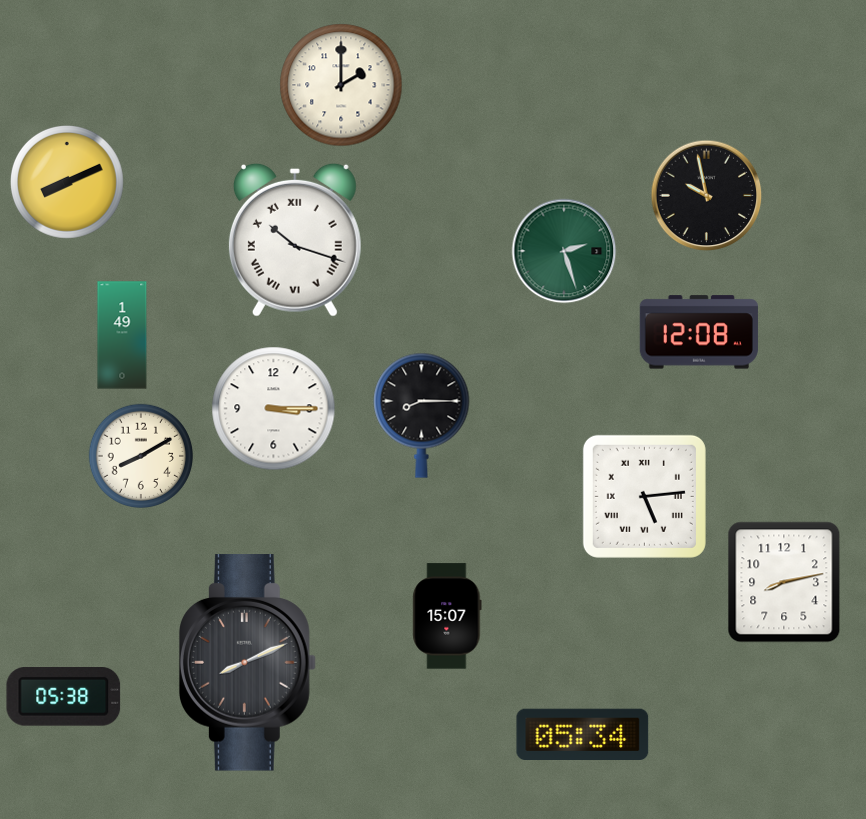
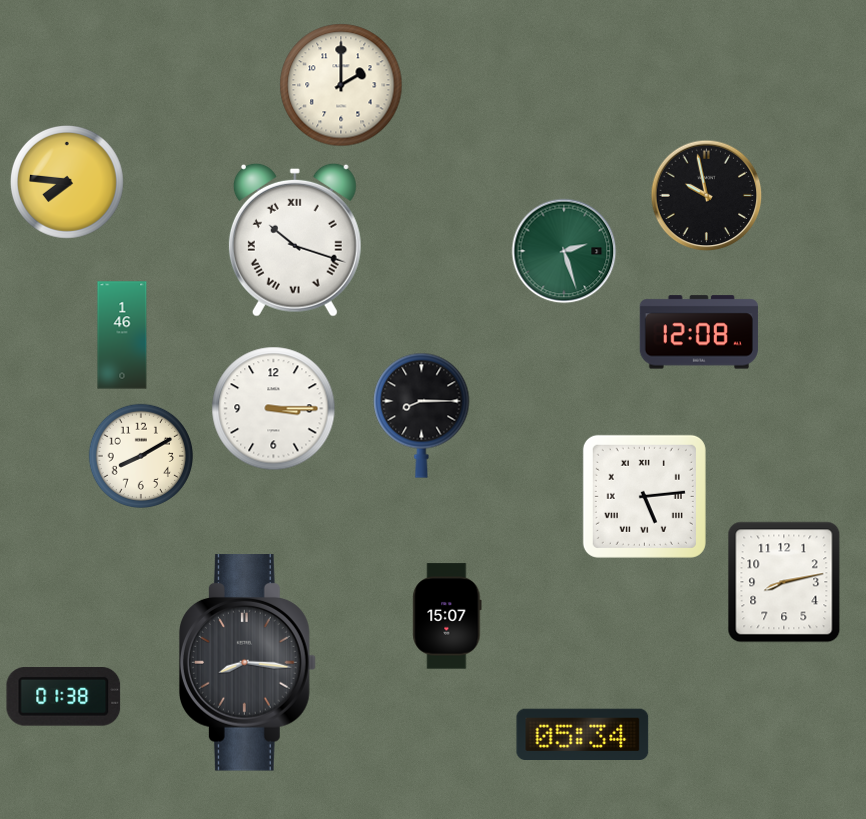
clock at (67, 182): 8:11 -> 7:46
clock at (122, 335): 1:49 -> 1:46
clock at (247, 663): 8:11 -> 8:16
clock at (64, 697): 05:38 -> 01:38
